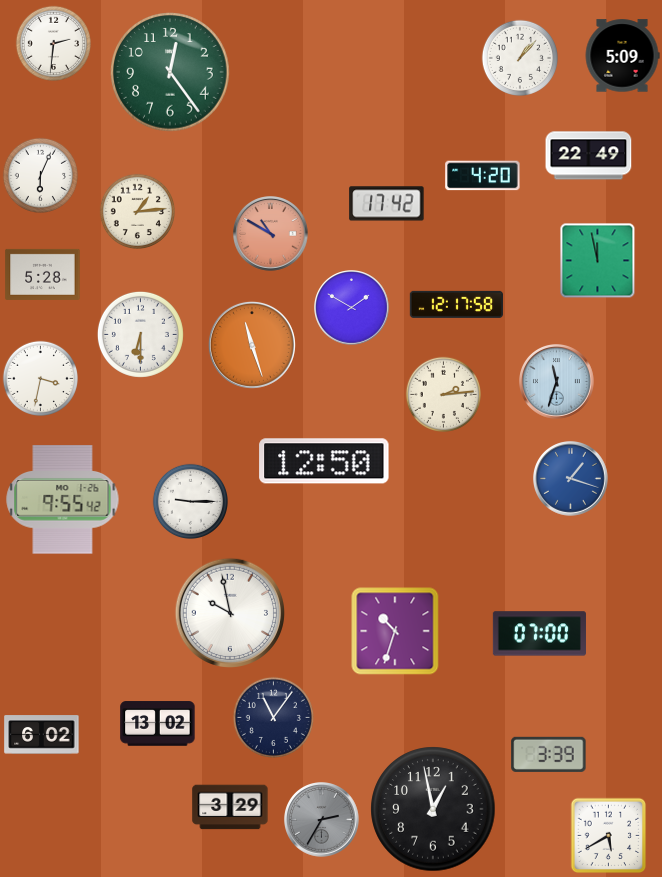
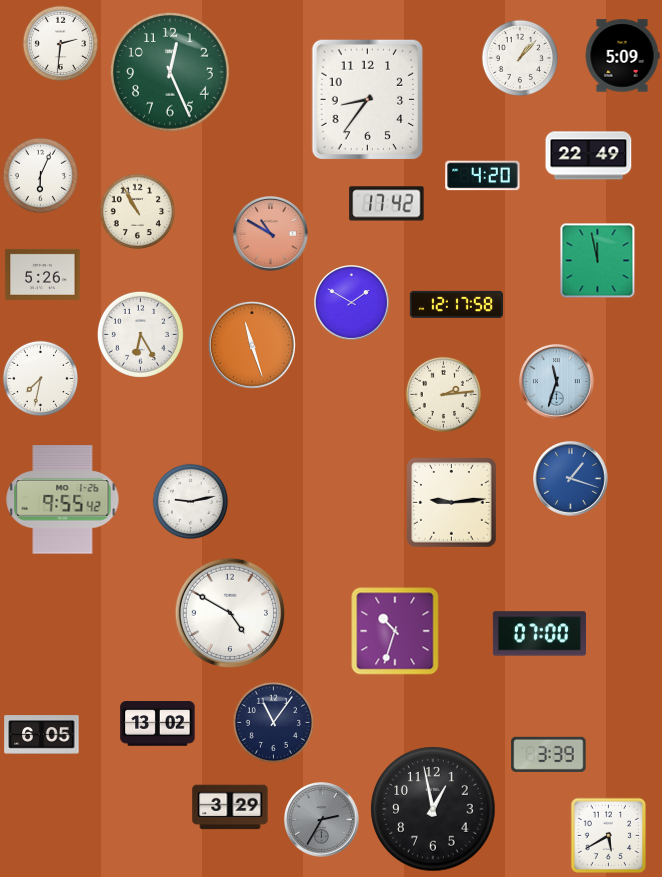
clock at (53, 43) position: (53, 43) -> (60, 43)
clock at (170, 72): 12:24 -> 12:26
clock at (368, 100): none -> 8:36
clock at (137, 211): 1:14 -> 10:55
clock at (43, 274): 5:28 -> 5:26
clock at (352, 308) position: (352, 308) -> (352, 303)
clock at (140, 334): 6:30 -> 6:25
clock at (40, 378): 3:32 -> 7:32
clock at (324, 461): 12:50 -> none
clock at (190, 501): 9:15 -> 9:13
clock at (452, 503): none -> 9:14
clock at (230, 613): 9:58 -> 4:50
clock at (273, 717) position: (273, 717) -> (273, 722)
clock at (42, 735): 6:02 -> 6:05
